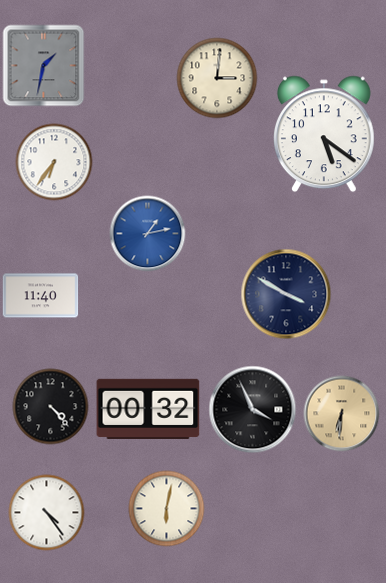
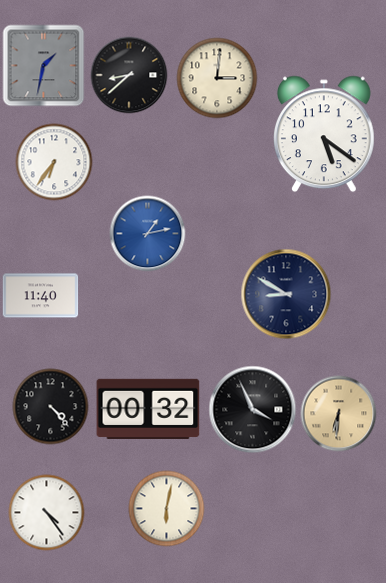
clock at (129, 75): none -> 8:38
clock at (286, 294): 3:50 -> 8:50
clock at (342, 414) position: (342, 414) -> (339, 414)
